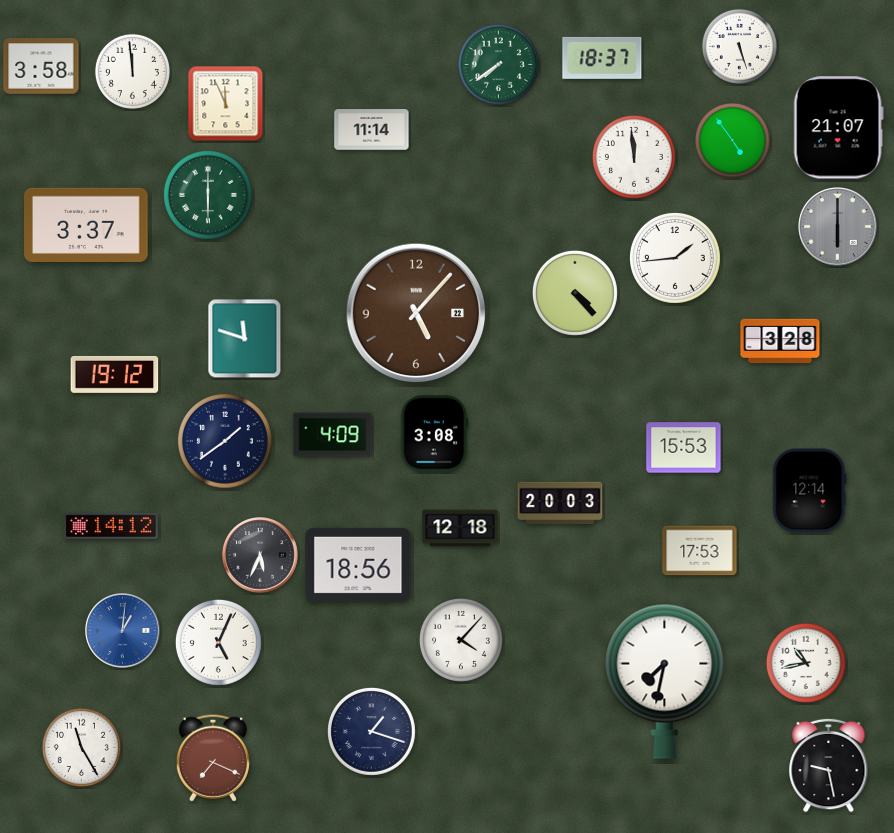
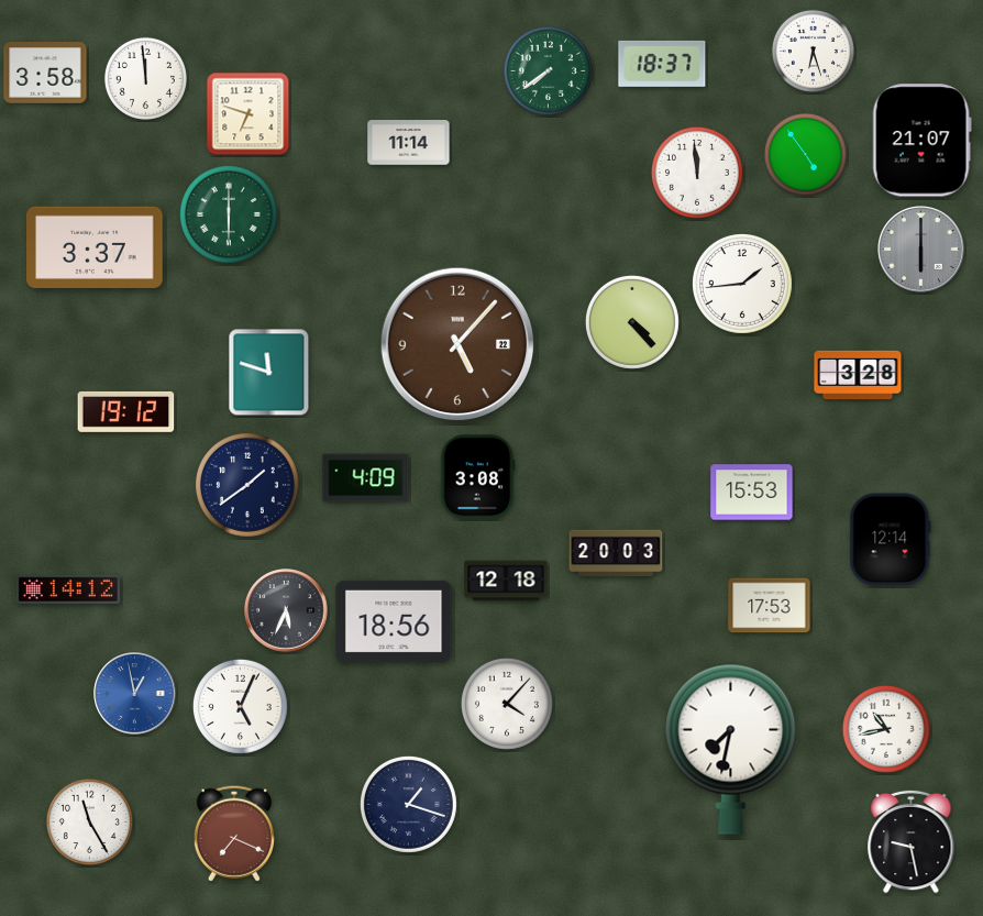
clock at (739, 46): 5:27 -> 6:27
clock at (226, 104): 11:56 -> 6:48
clock at (111, 526) position: (111, 526) -> (68, 589)
clock at (123, 631): 1:01 -> 12:58
